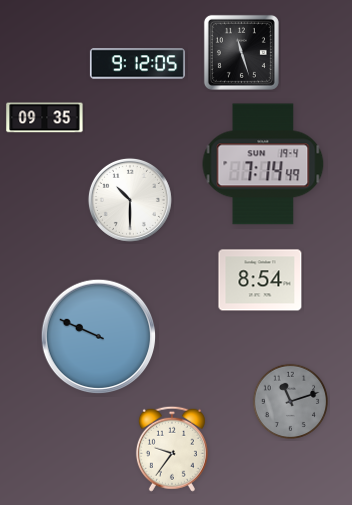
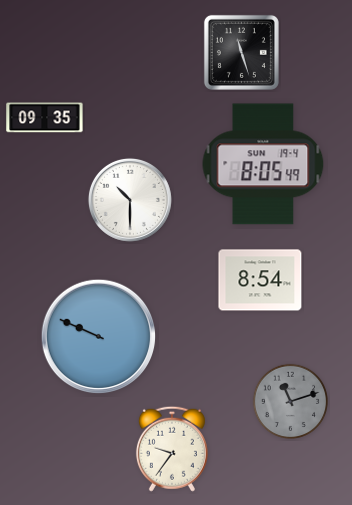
clock at (137, 64): 9:12 -> none
clock at (263, 164): 7:14 -> 8:05
